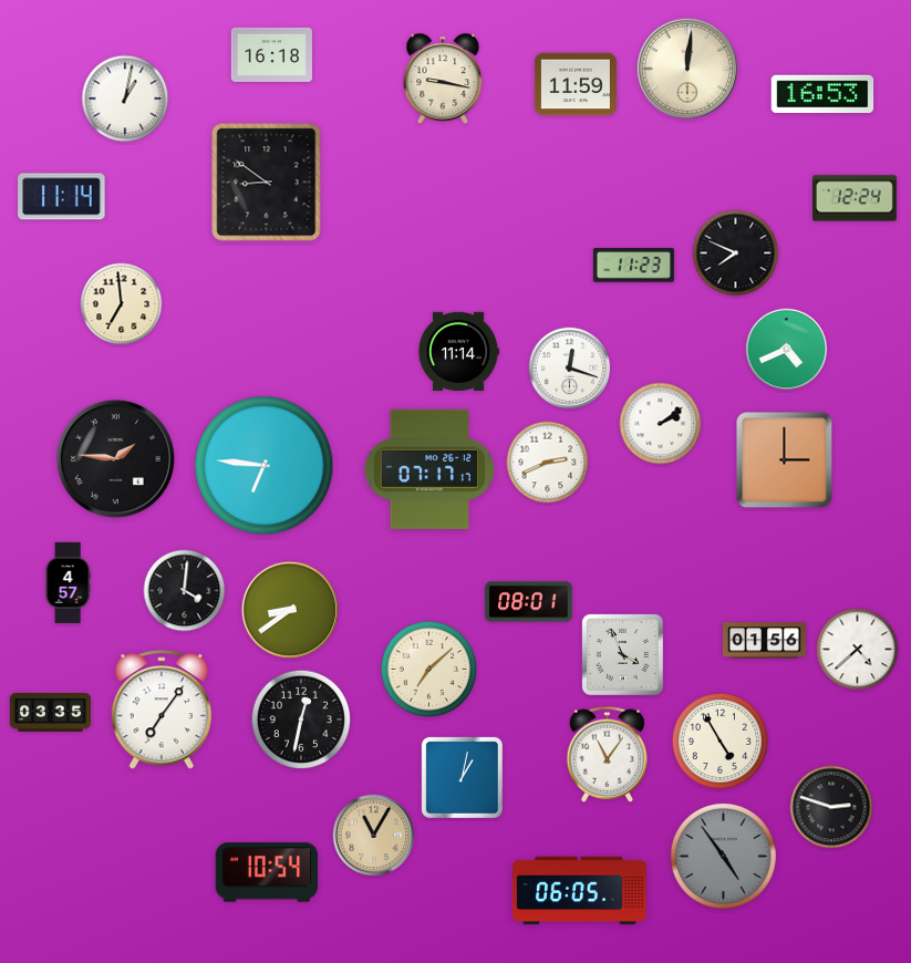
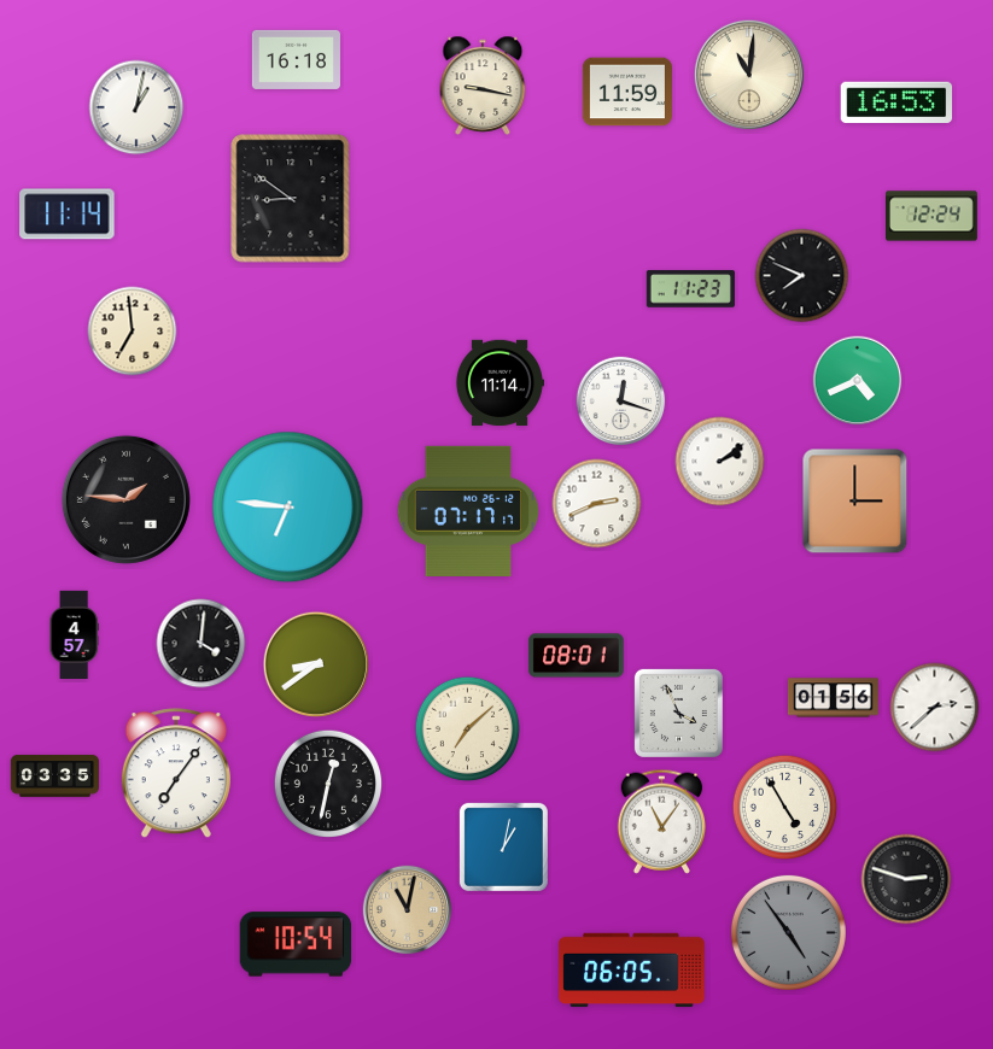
clock at (687, 69): 12:01 -> 11:01
clock at (858, 650): 4:38 -> 2:38
clock at (374, 836): 11:05 -> 11:02
clock at (267, 872) position: (267, 872) -> (296, 944)
